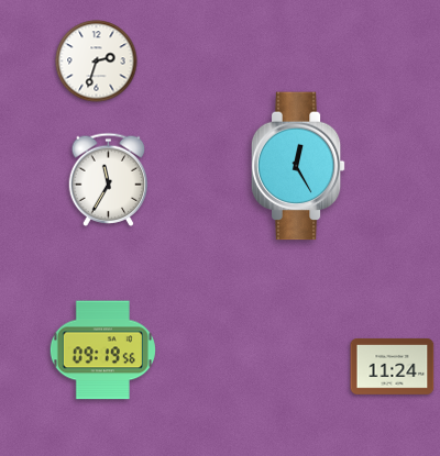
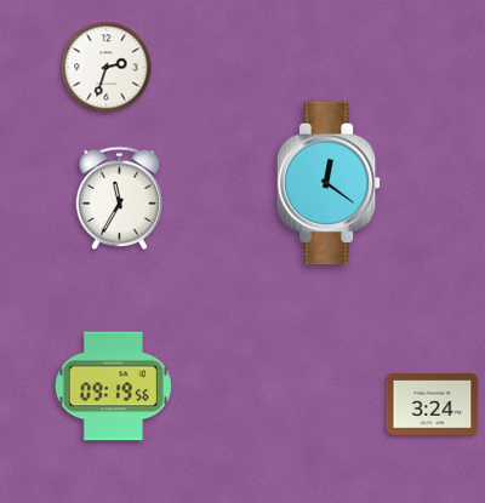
clock at (298, 166): 12:25 -> 12:21
clock at (393, 366): 11:24 -> 3:24
